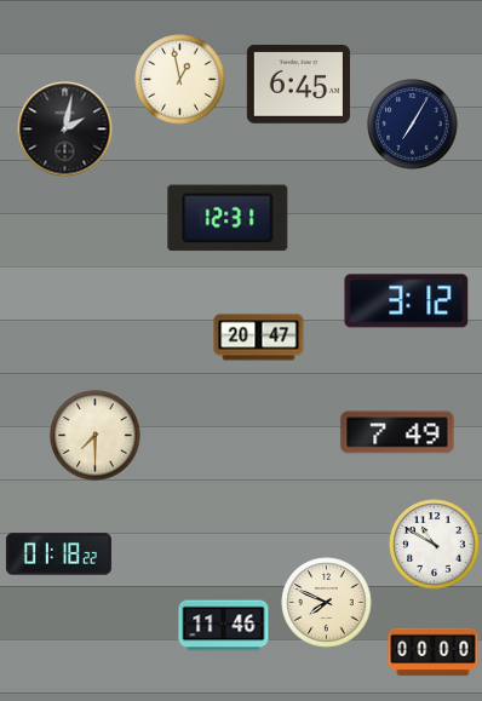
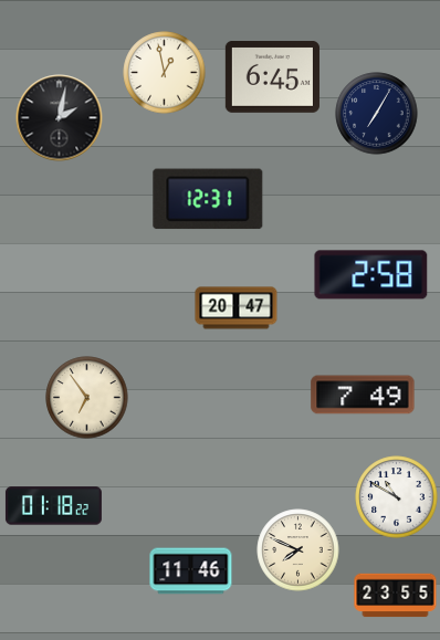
clock at (407, 301): 3:12 -> 2:58
clock at (96, 436): 7:30 -> 6:54
clock at (224, 626) position: (224, 626) -> (191, 571)
clock at (434, 653): 00:00 -> 23:55
